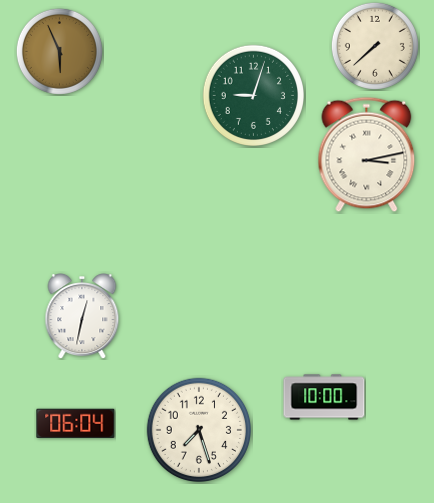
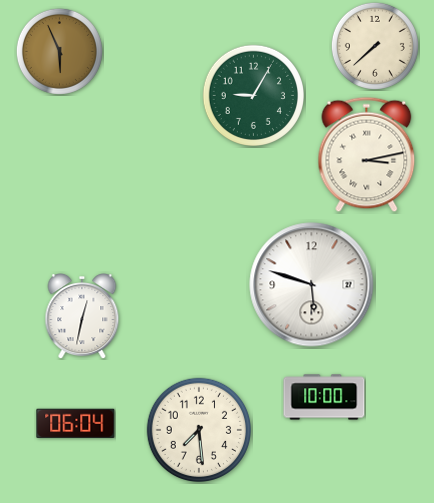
clock at (253, 95): 9:03 -> 9:05
clock at (312, 285): none -> 5:48
clock at (198, 429): 7:27 -> 7:29
